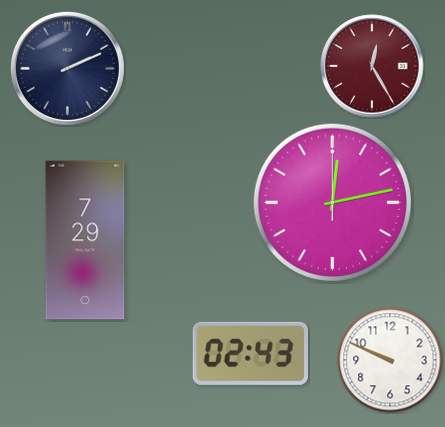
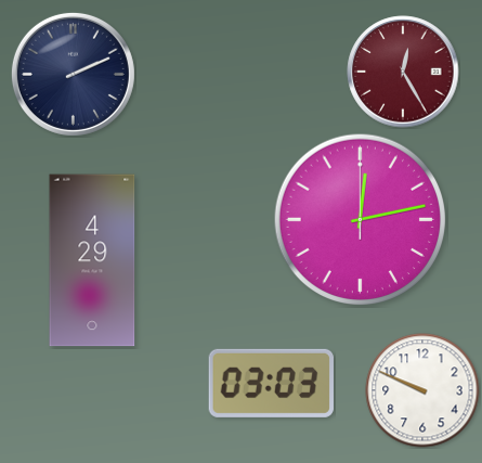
clock at (85, 240): 7:29 -> 4:29
clock at (250, 353): 02:43 -> 03:03
